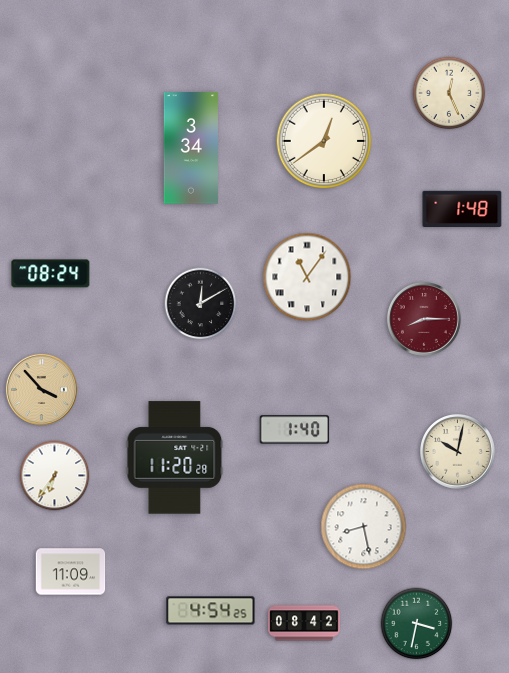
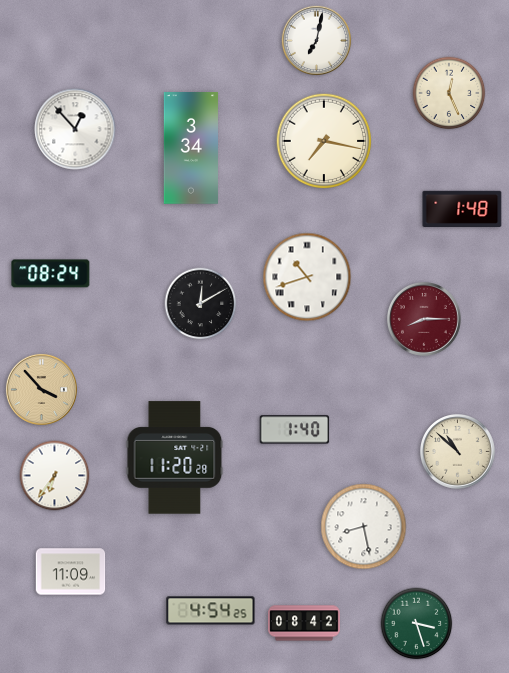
clock at (316, 40): none -> 7:02
clock at (75, 129): none -> 12:53
clock at (324, 141): 12:39 -> 7:17
clock at (307, 277): 11:06 -> 10:42
clock at (458, 452): 10:02 -> 10:52
clock at (417, 624): 3:32 -> 3:27
